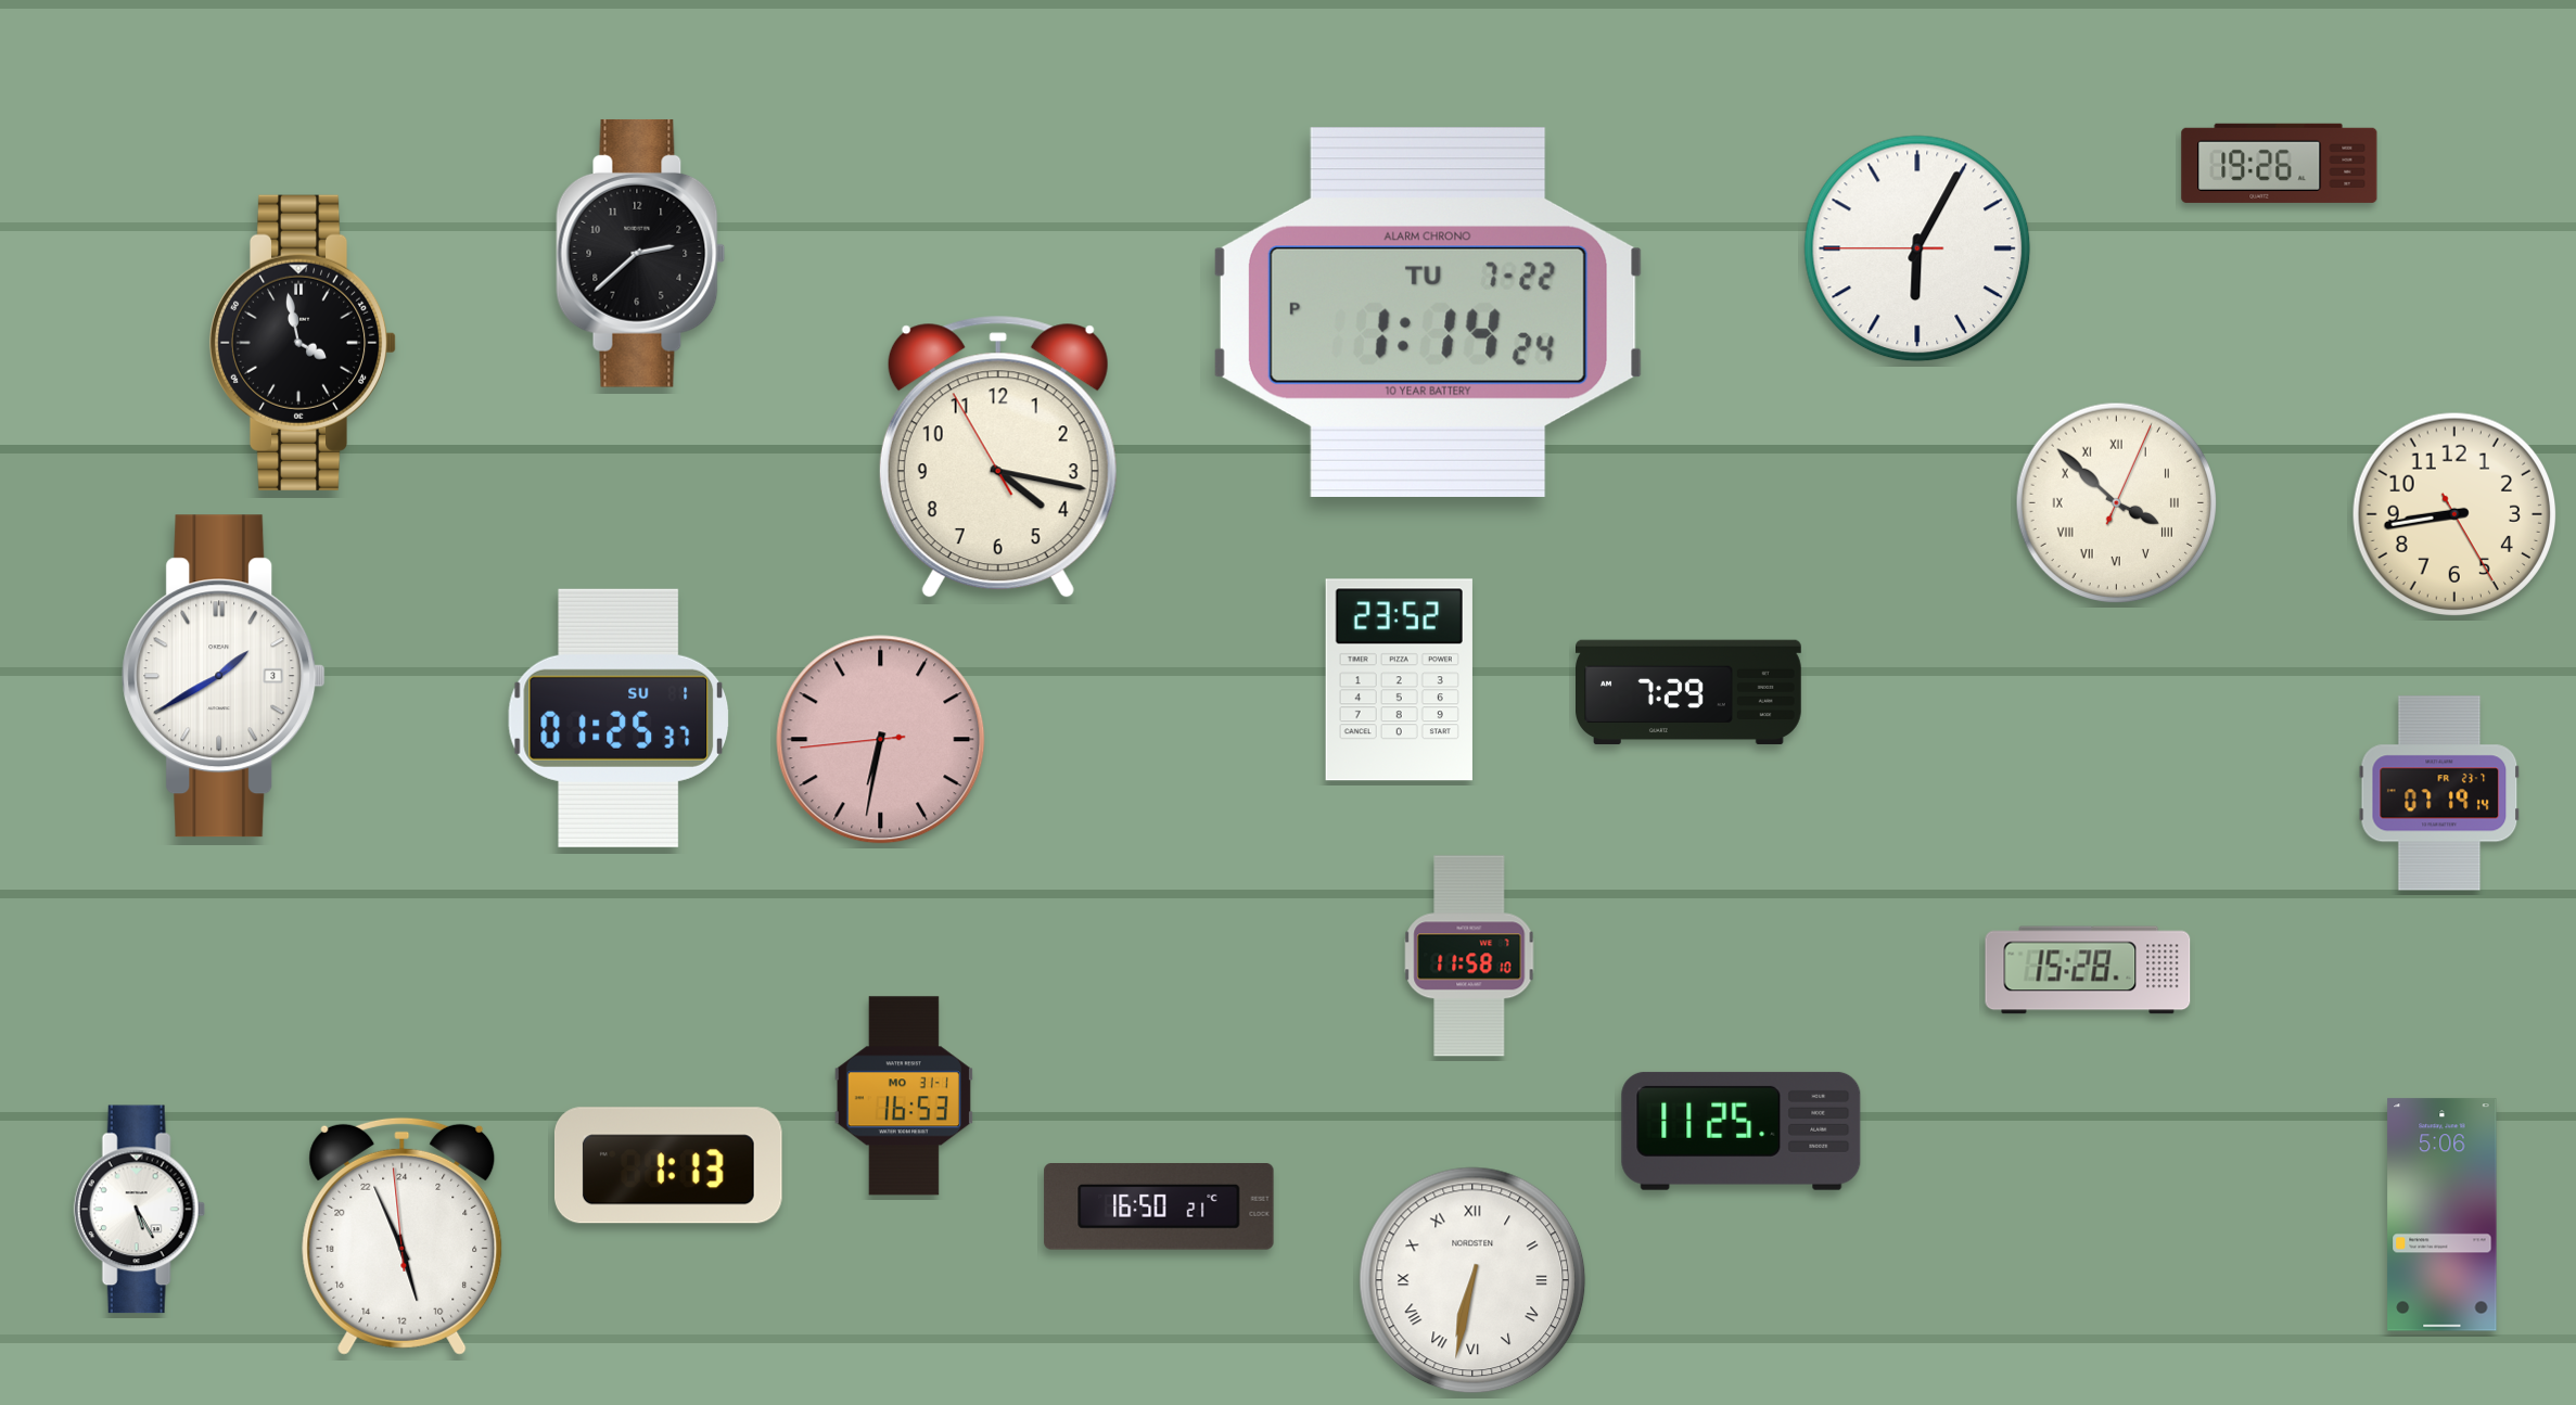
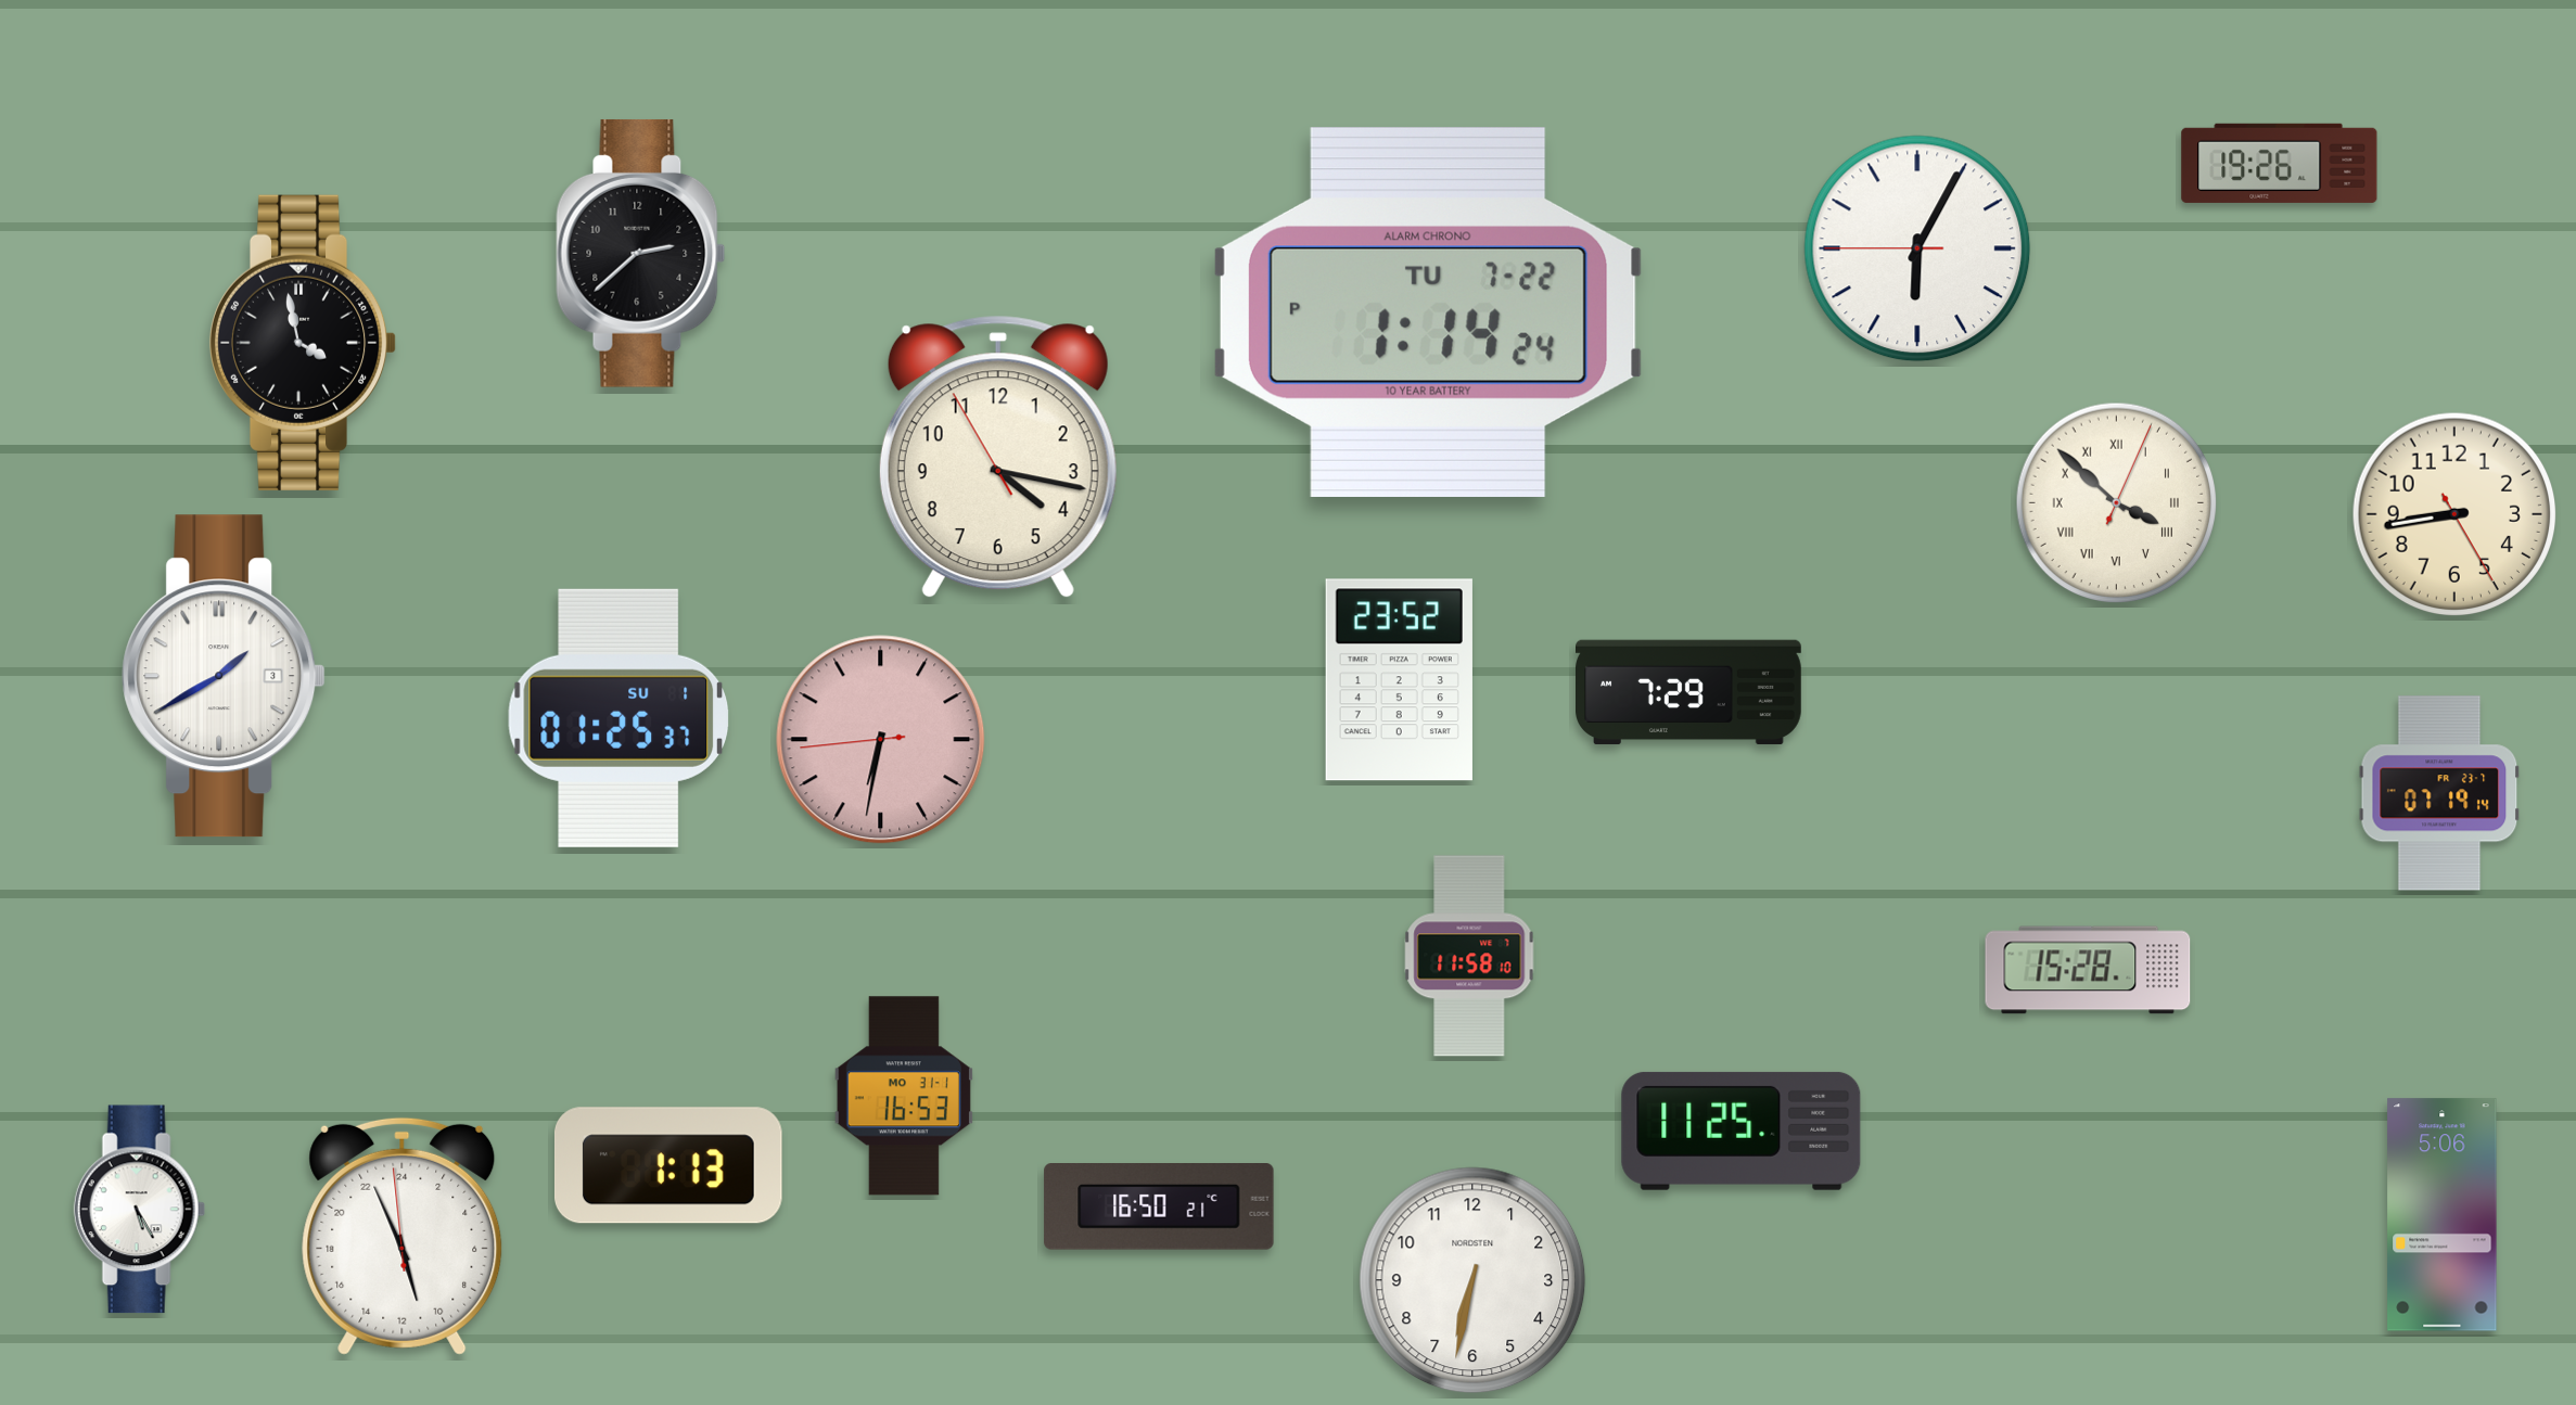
clock at (1472, 1280) numerals: Roman -> Arabic
